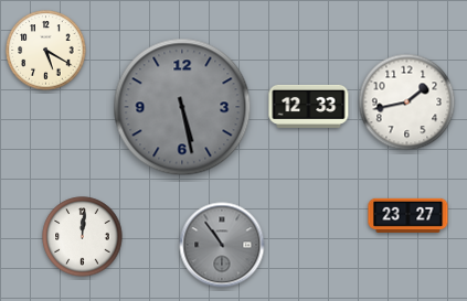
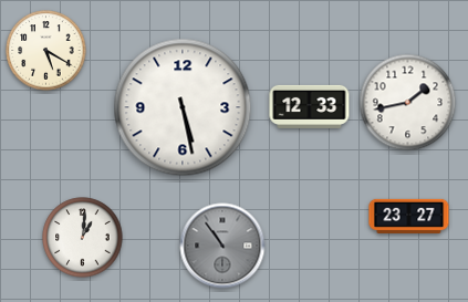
clock at (182, 107) dial: grey -> white
clock at (83, 237): 12:01 -> 1:01
